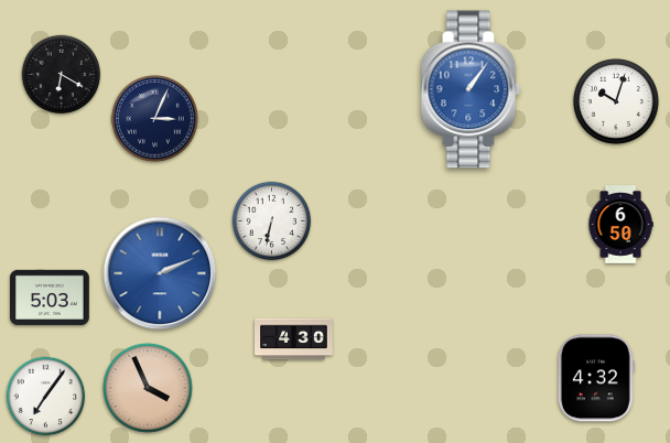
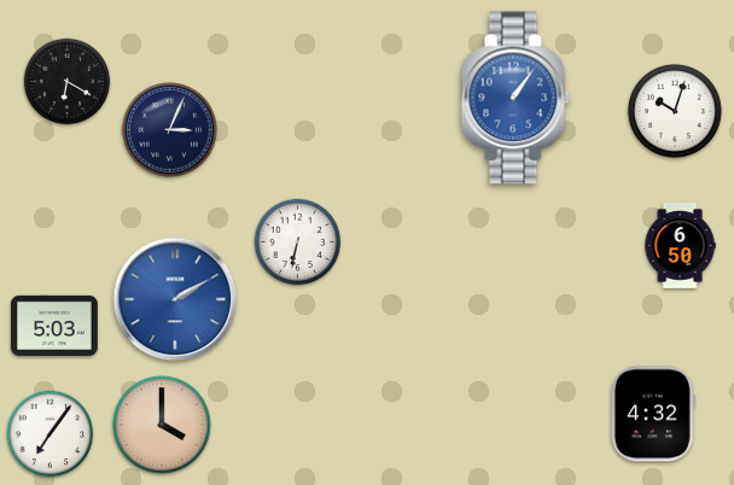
clock at (160, 273): 2:11 -> 2:10
clock at (294, 339): 4:30 -> none
clock at (148, 388): 3:56 -> 4:00
